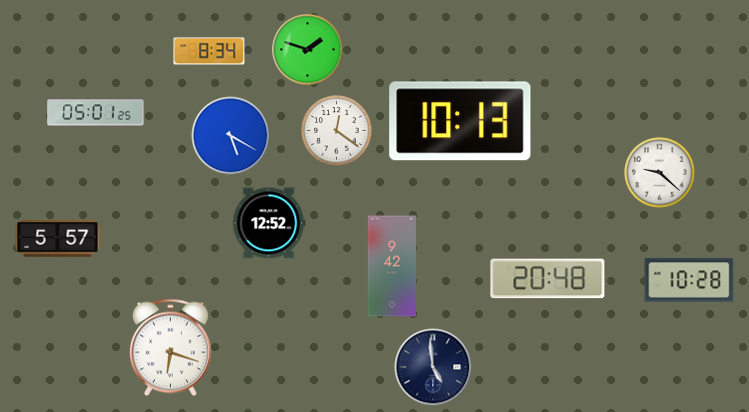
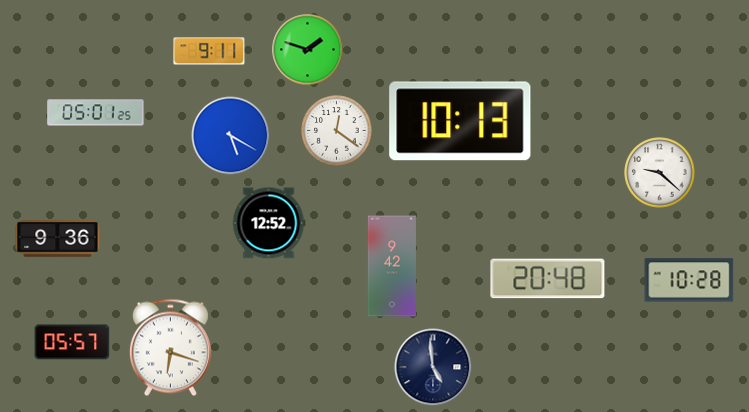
clock at (209, 51): 8:34 -> 9:11
clock at (58, 239): 5:57 -> 9:36
clock at (72, 342): none -> 05:57
